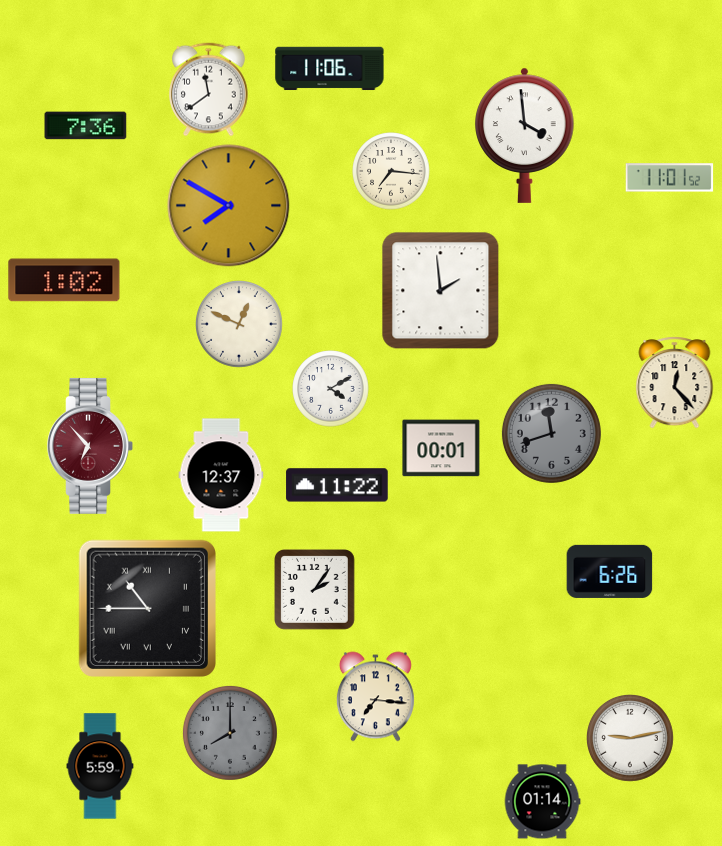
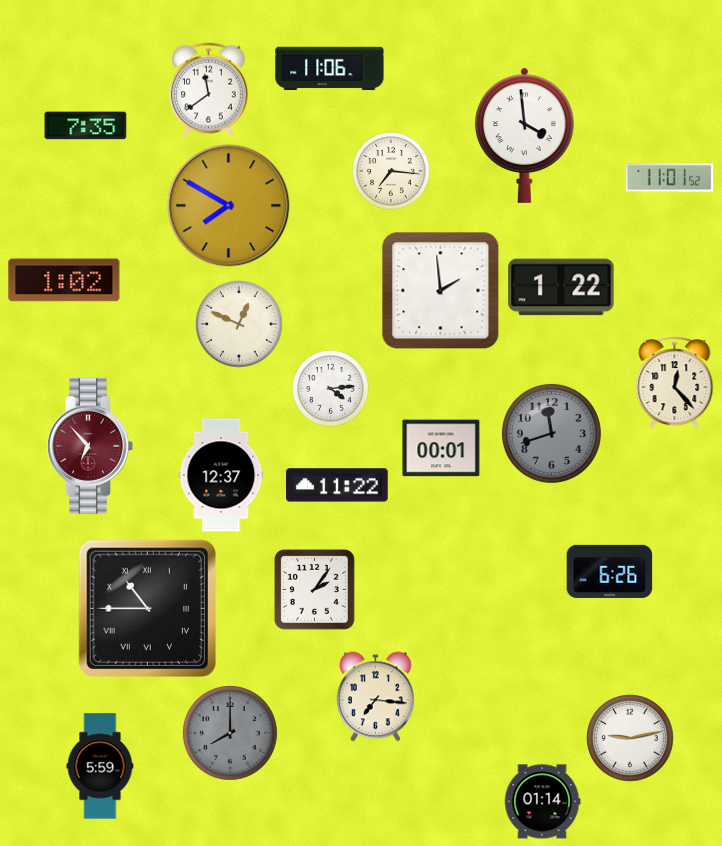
clock at (86, 126): 7:36 -> 7:35
clock at (561, 287): none -> 1:22
clock at (331, 389): 4:10 -> 4:14
